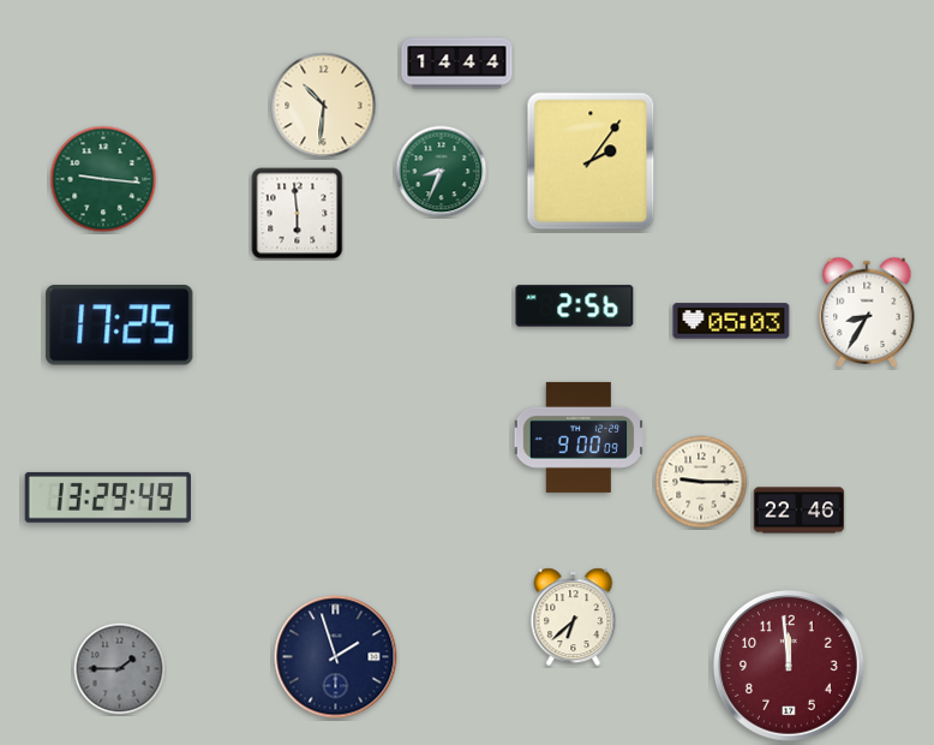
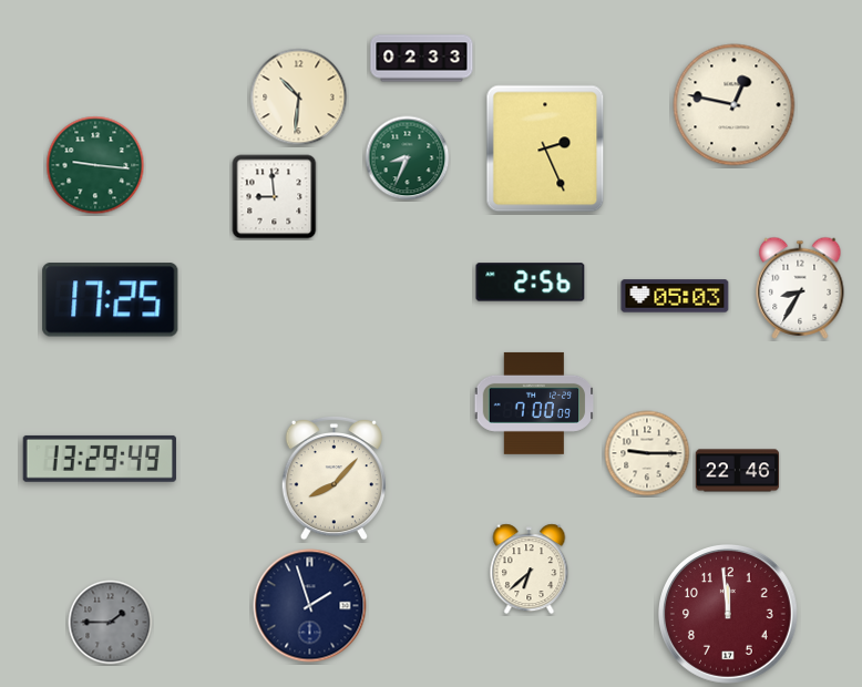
clock at (457, 64): 14:44 -> 02:33
clock at (735, 105): none -> 12:47
clock at (591, 161): 2:06 -> 2:26
clock at (298, 214): 5:59 -> 8:59
clock at (579, 437): 9:00 -> 7:00
clock at (701, 482) position: (701, 482) -> (647, 453)
clock at (333, 478): none -> 8:07
clock at (120, 669) position: (120, 669) -> (111, 623)
